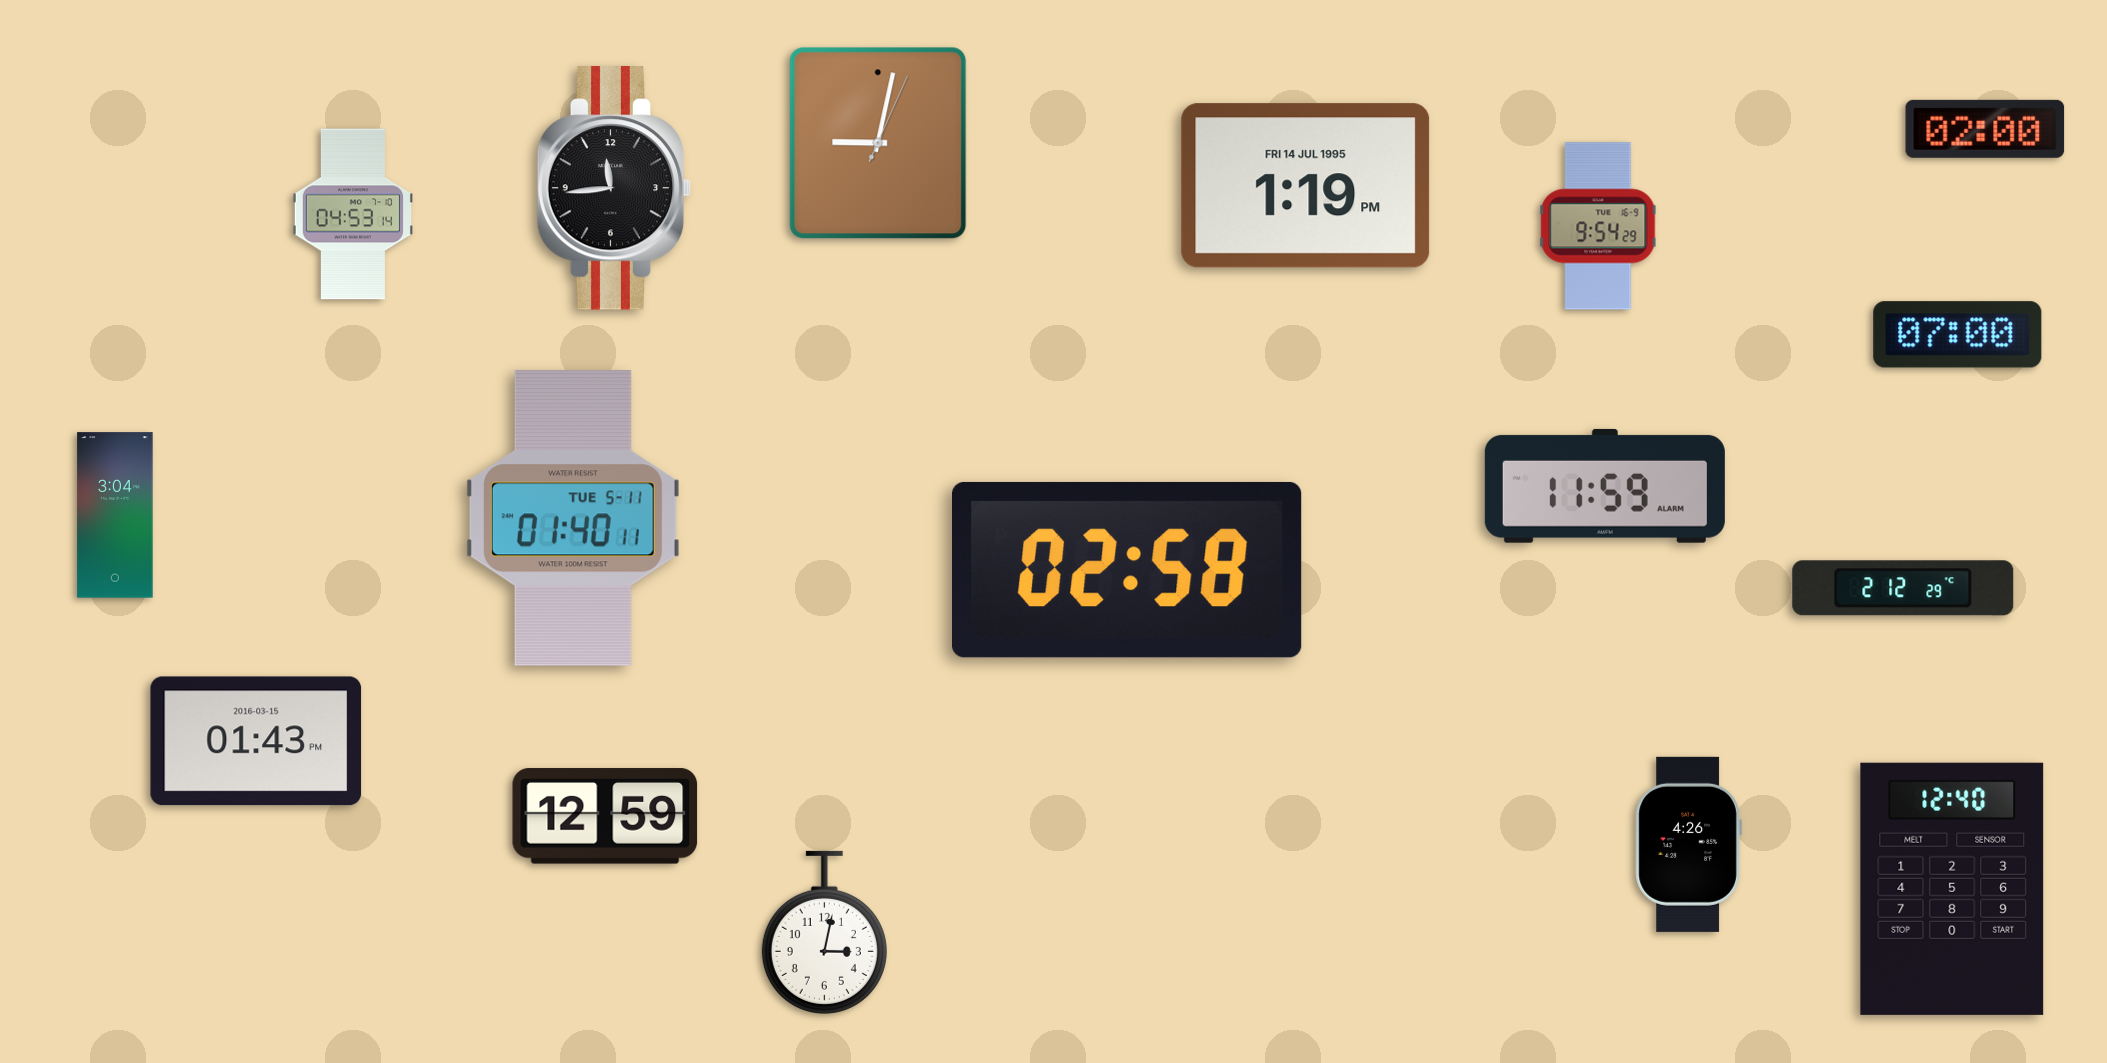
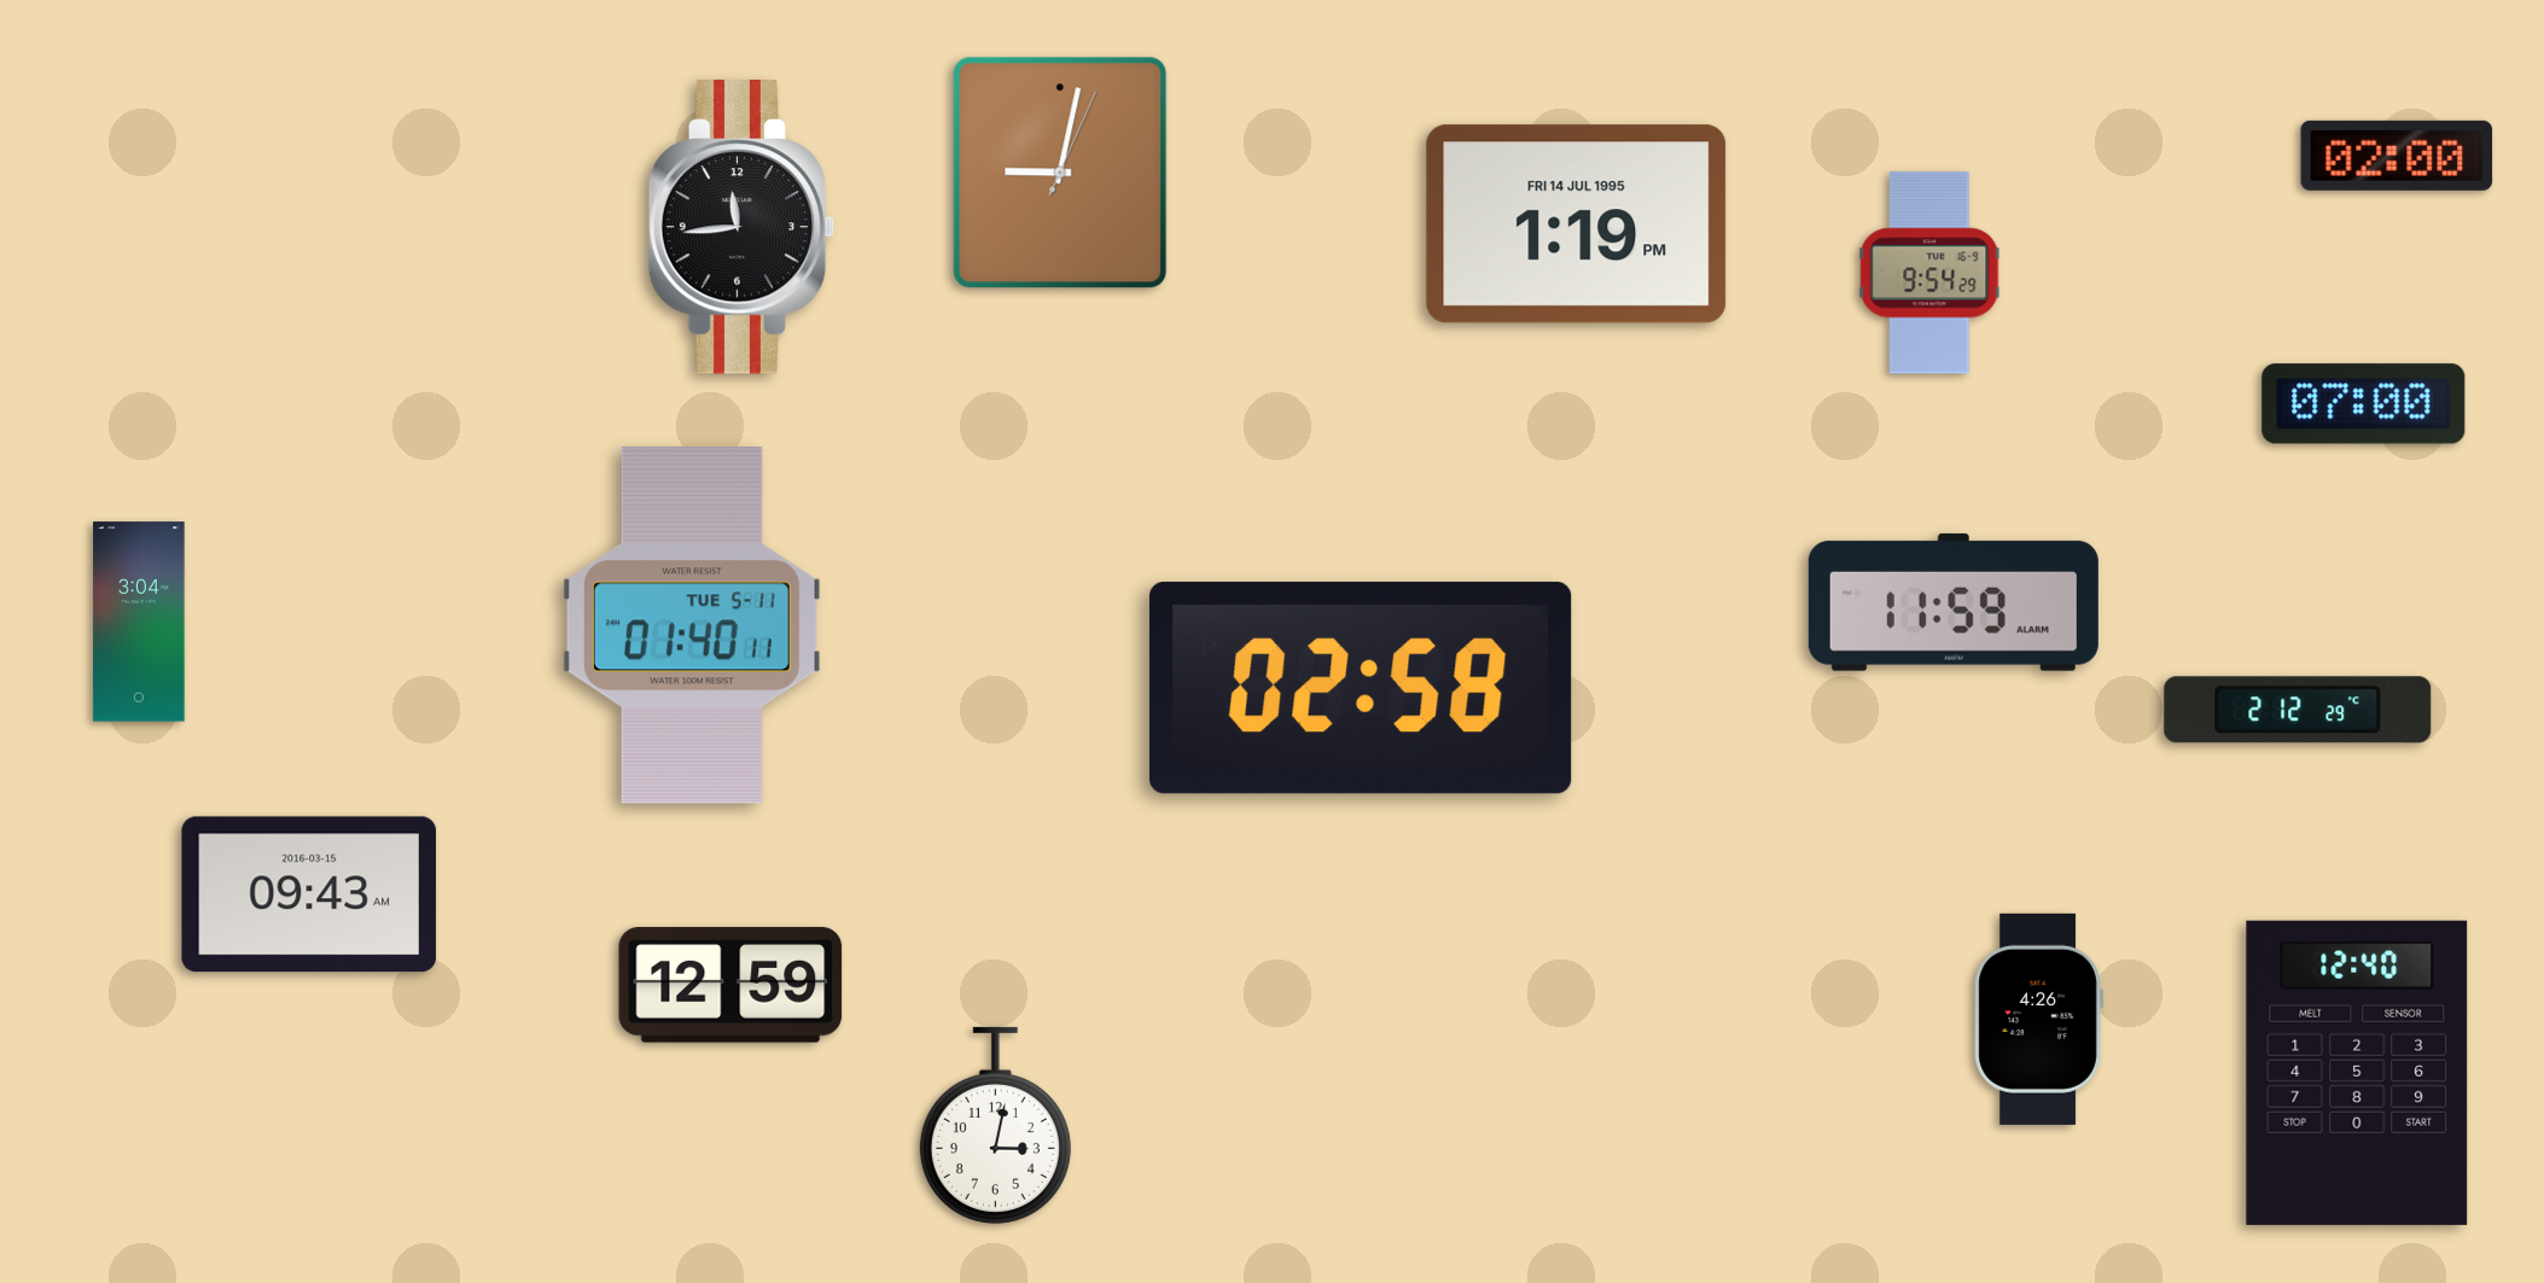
clock at (353, 214): 04:53 -> none
clock at (1605, 486) position: (1605, 486) -> (1954, 602)
clock at (256, 741): 01:43 -> 09:43
